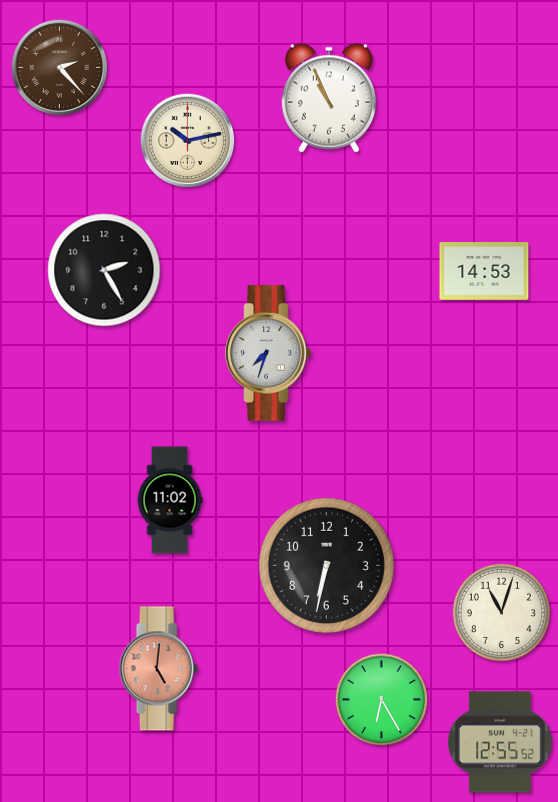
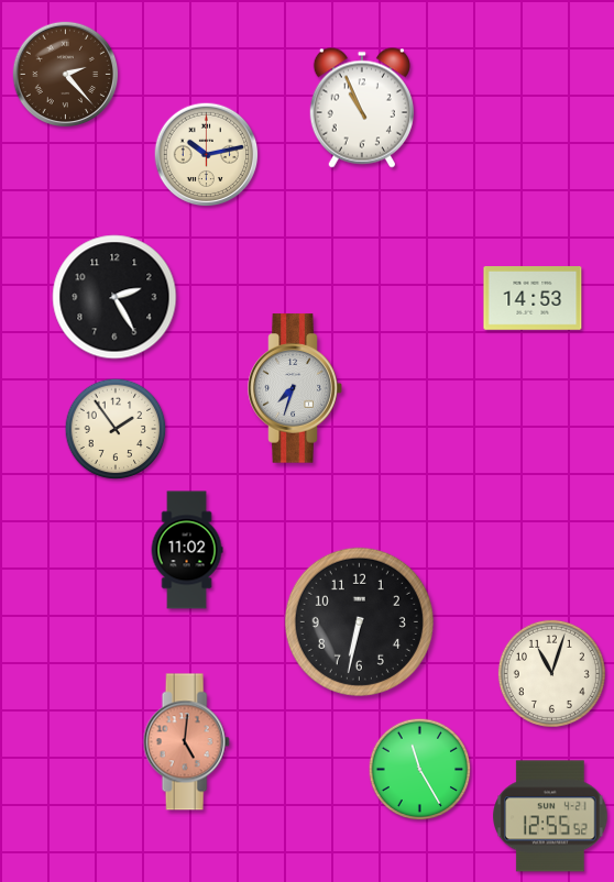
clock at (116, 429): none -> 1:54
clock at (158, 669) position: (158, 669) -> (186, 742)
clock at (382, 700): 6:25 -> 11:25
